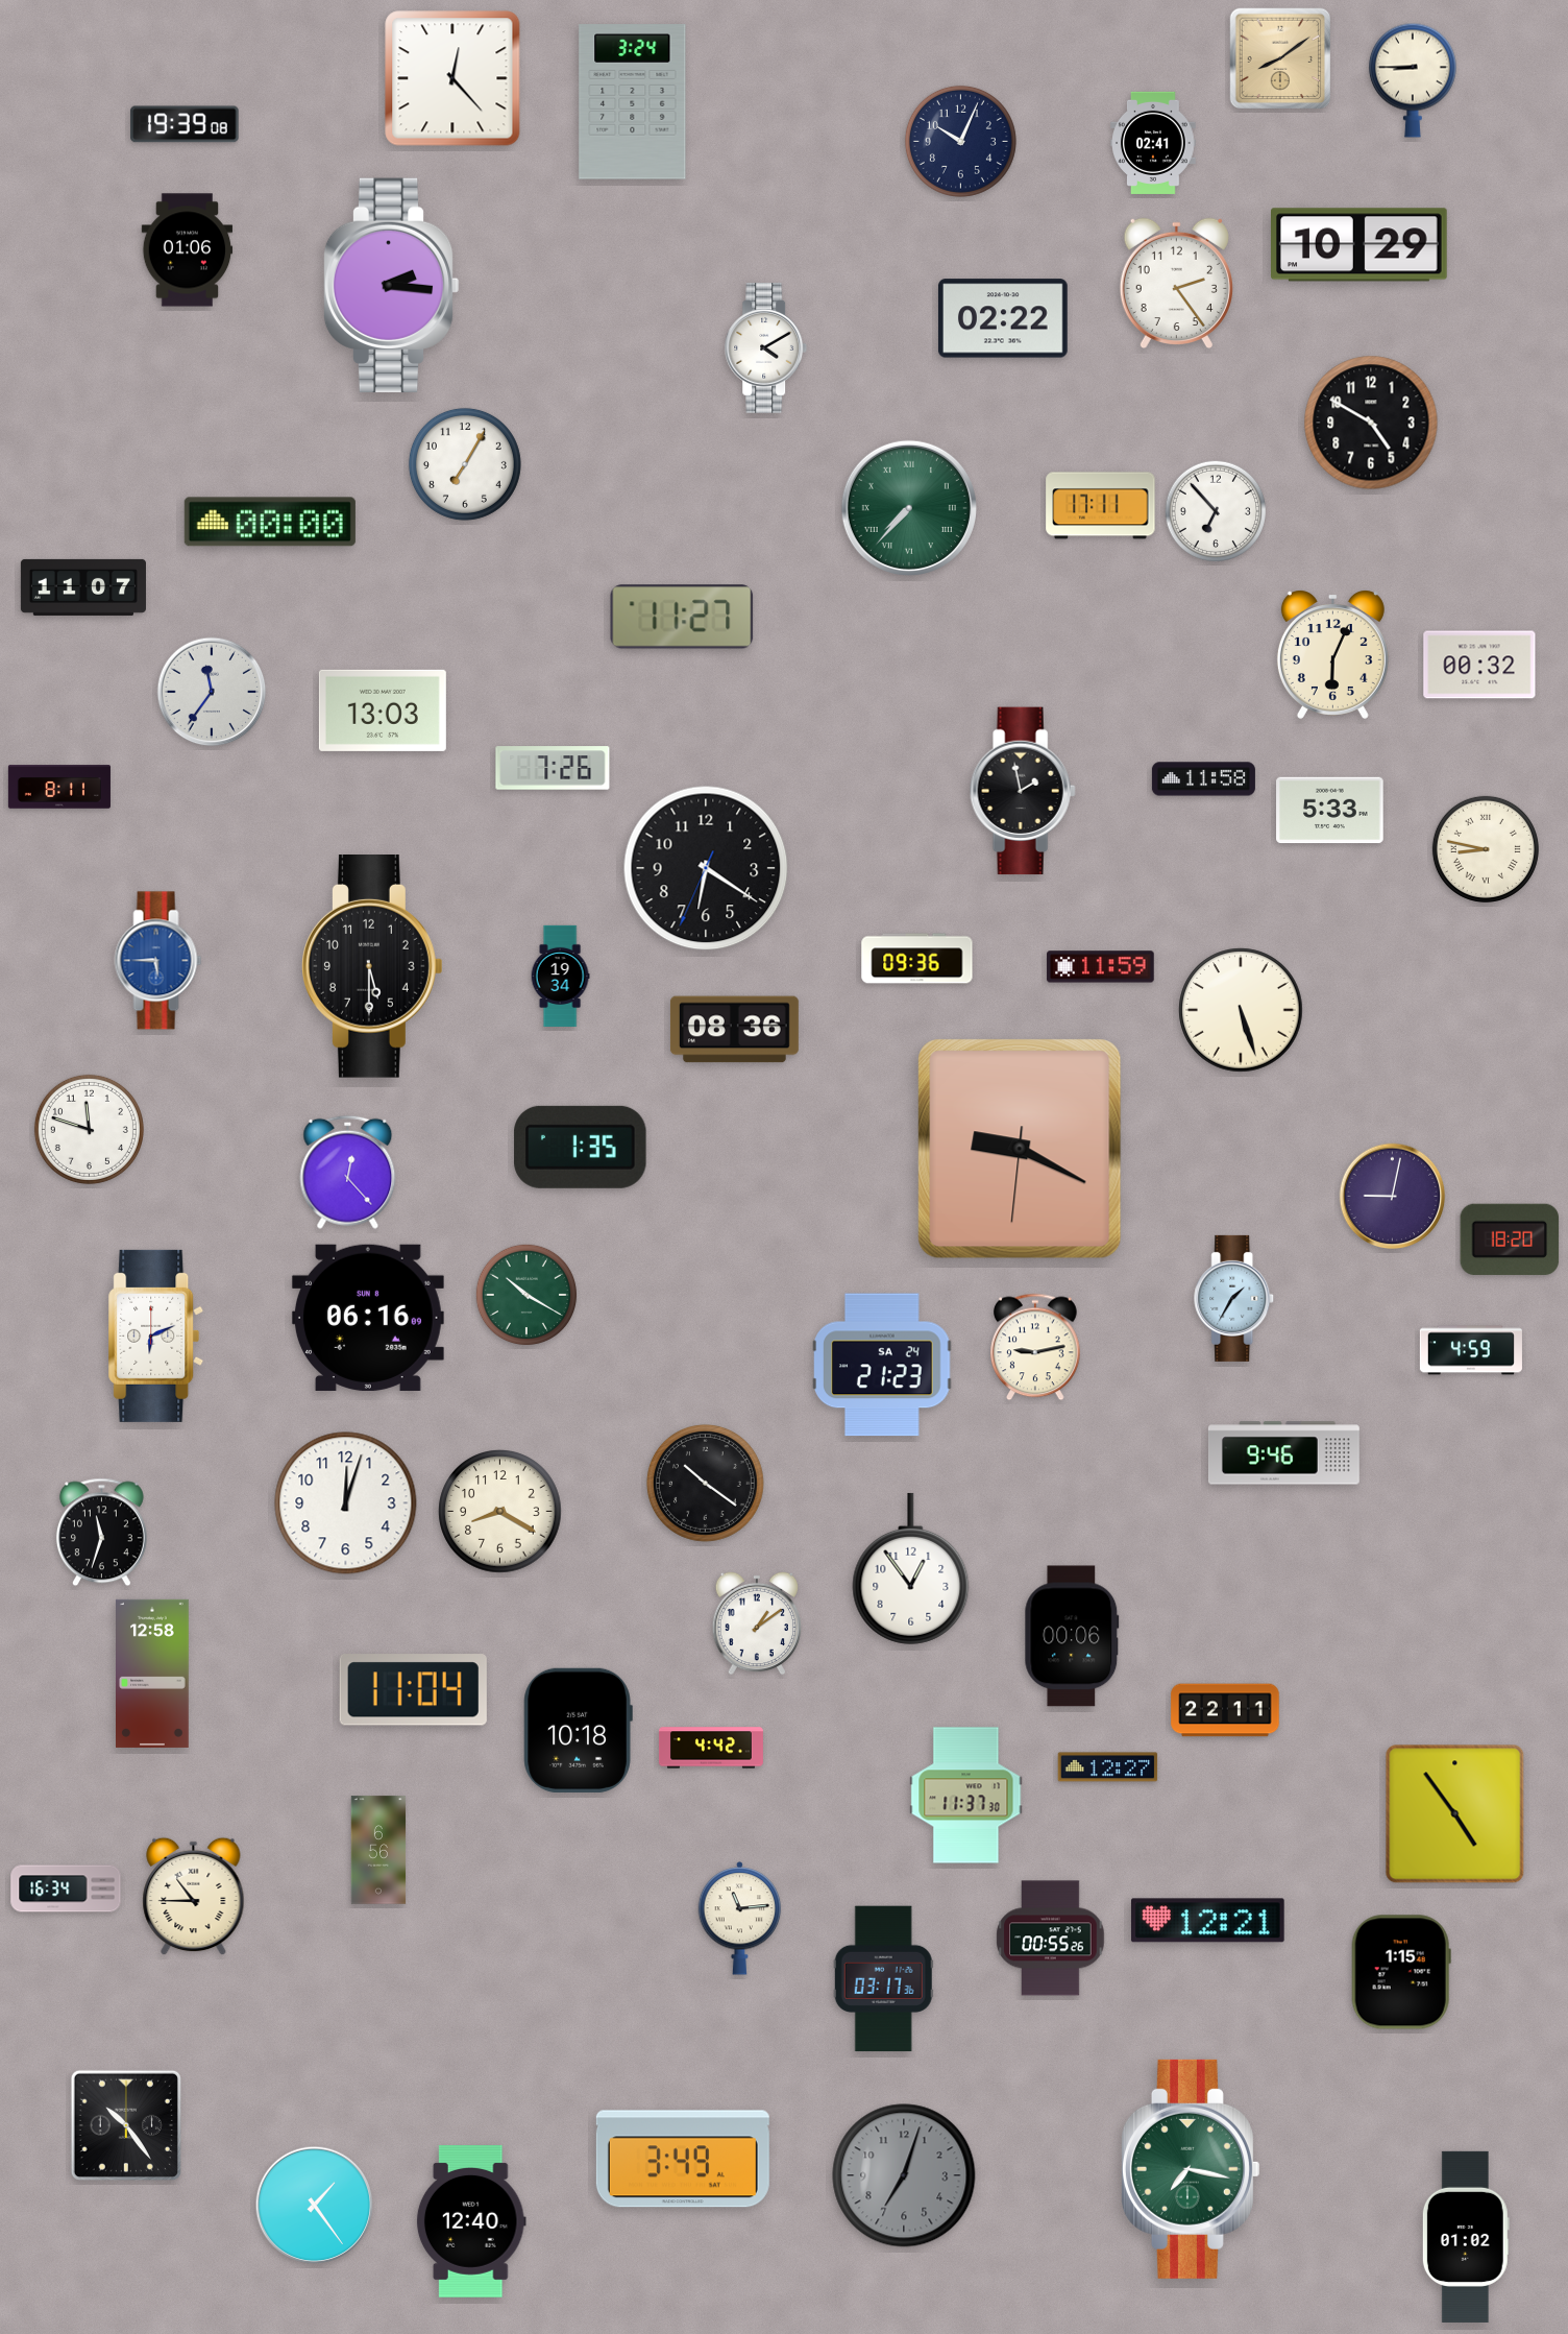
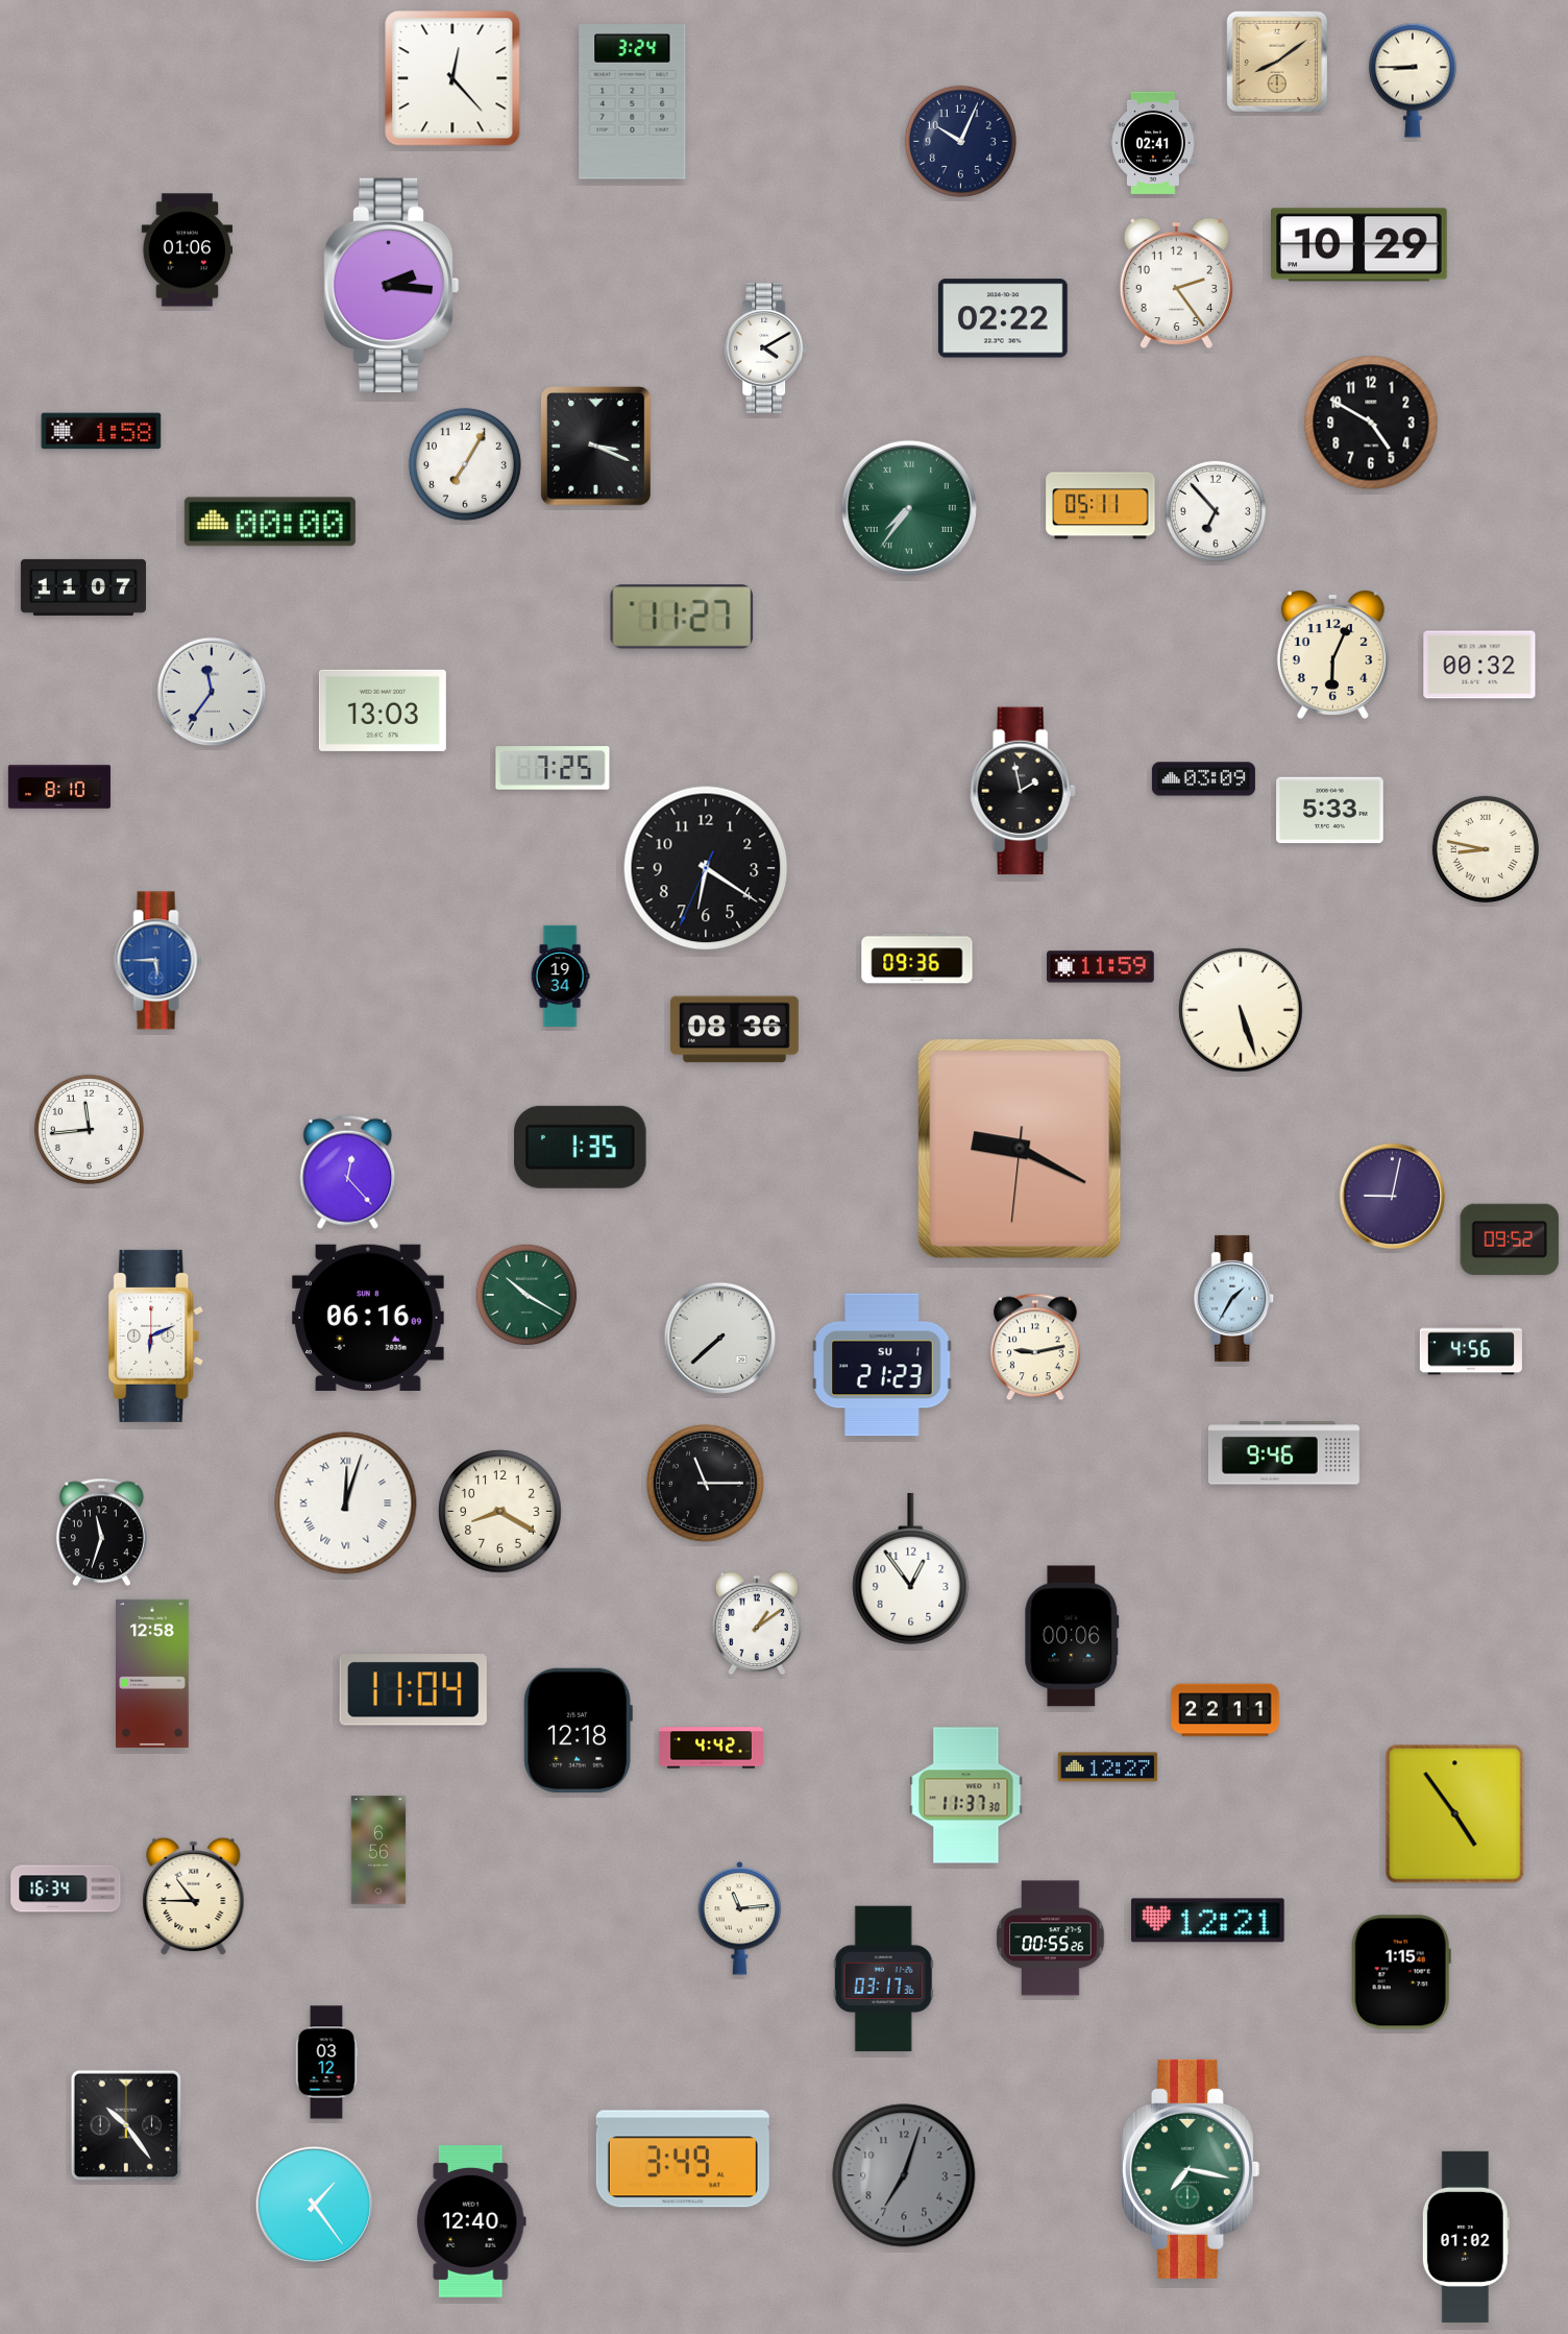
clock at (1280, 58) position: (1280, 58) -> (1277, 62)
clock at (185, 124): 19:39 -> none
clock at (101, 431): none -> 1:58
clock at (596, 447): none -> 3:19
clock at (1101, 506): 17:11 -> 05:11
clock at (909, 508): 7:37 -> 7:36
clock at (553, 768): 7:26 -> 7:25
clock at (1203, 779): 11:58 -> 03:09
clock at (59, 787): 8:11 -> 8:10
clock at (373, 967): 5:30 -> none
clock at (89, 1129): 11:48 -> 11:44
clock at (1510, 1240): 18:20 -> 09:52
clock at (720, 1339): none -> 7:38
clock at (1471, 1350): 4:59 -> 4:56
clock at (882, 1365) date: SA 24 -> SU 1
clock at (705, 1483): 10:21 -> 11:15
clock at (346, 1503) numerals: Arabic -> Roman
clock at (578, 1730): 10:18 -> 12:18
clock at (326, 2063): none -> 03:12
